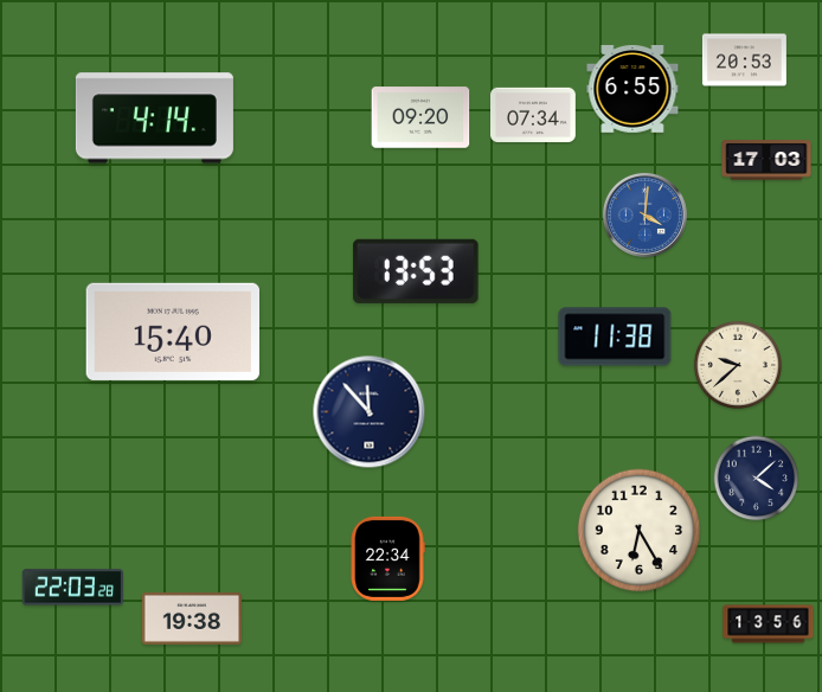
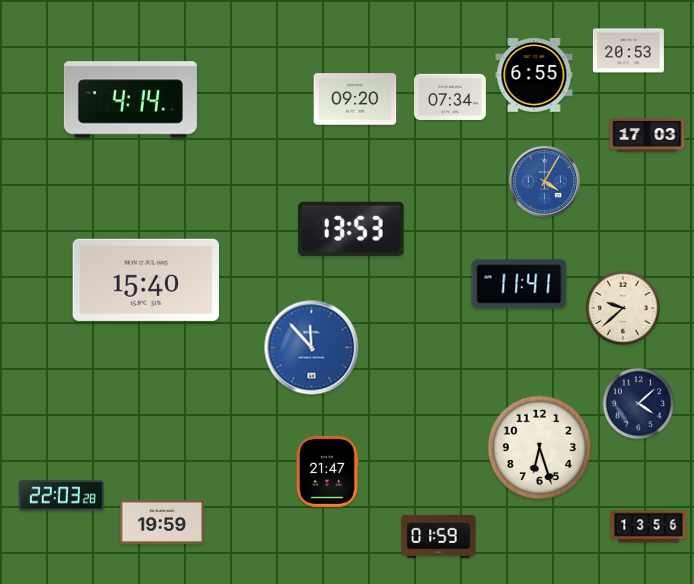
clock at (644, 214): 4:01 -> 4:05
clock at (615, 337): 11:38 -> 11:41
clock at (370, 412) dial: navy -> blue
clock at (640, 531): 6:25 -> 6:27
clock at (387, 558): 22:34 -> 21:47
clock at (192, 619): 19:38 -> 19:59
clock at (439, 536): none -> 01:59
